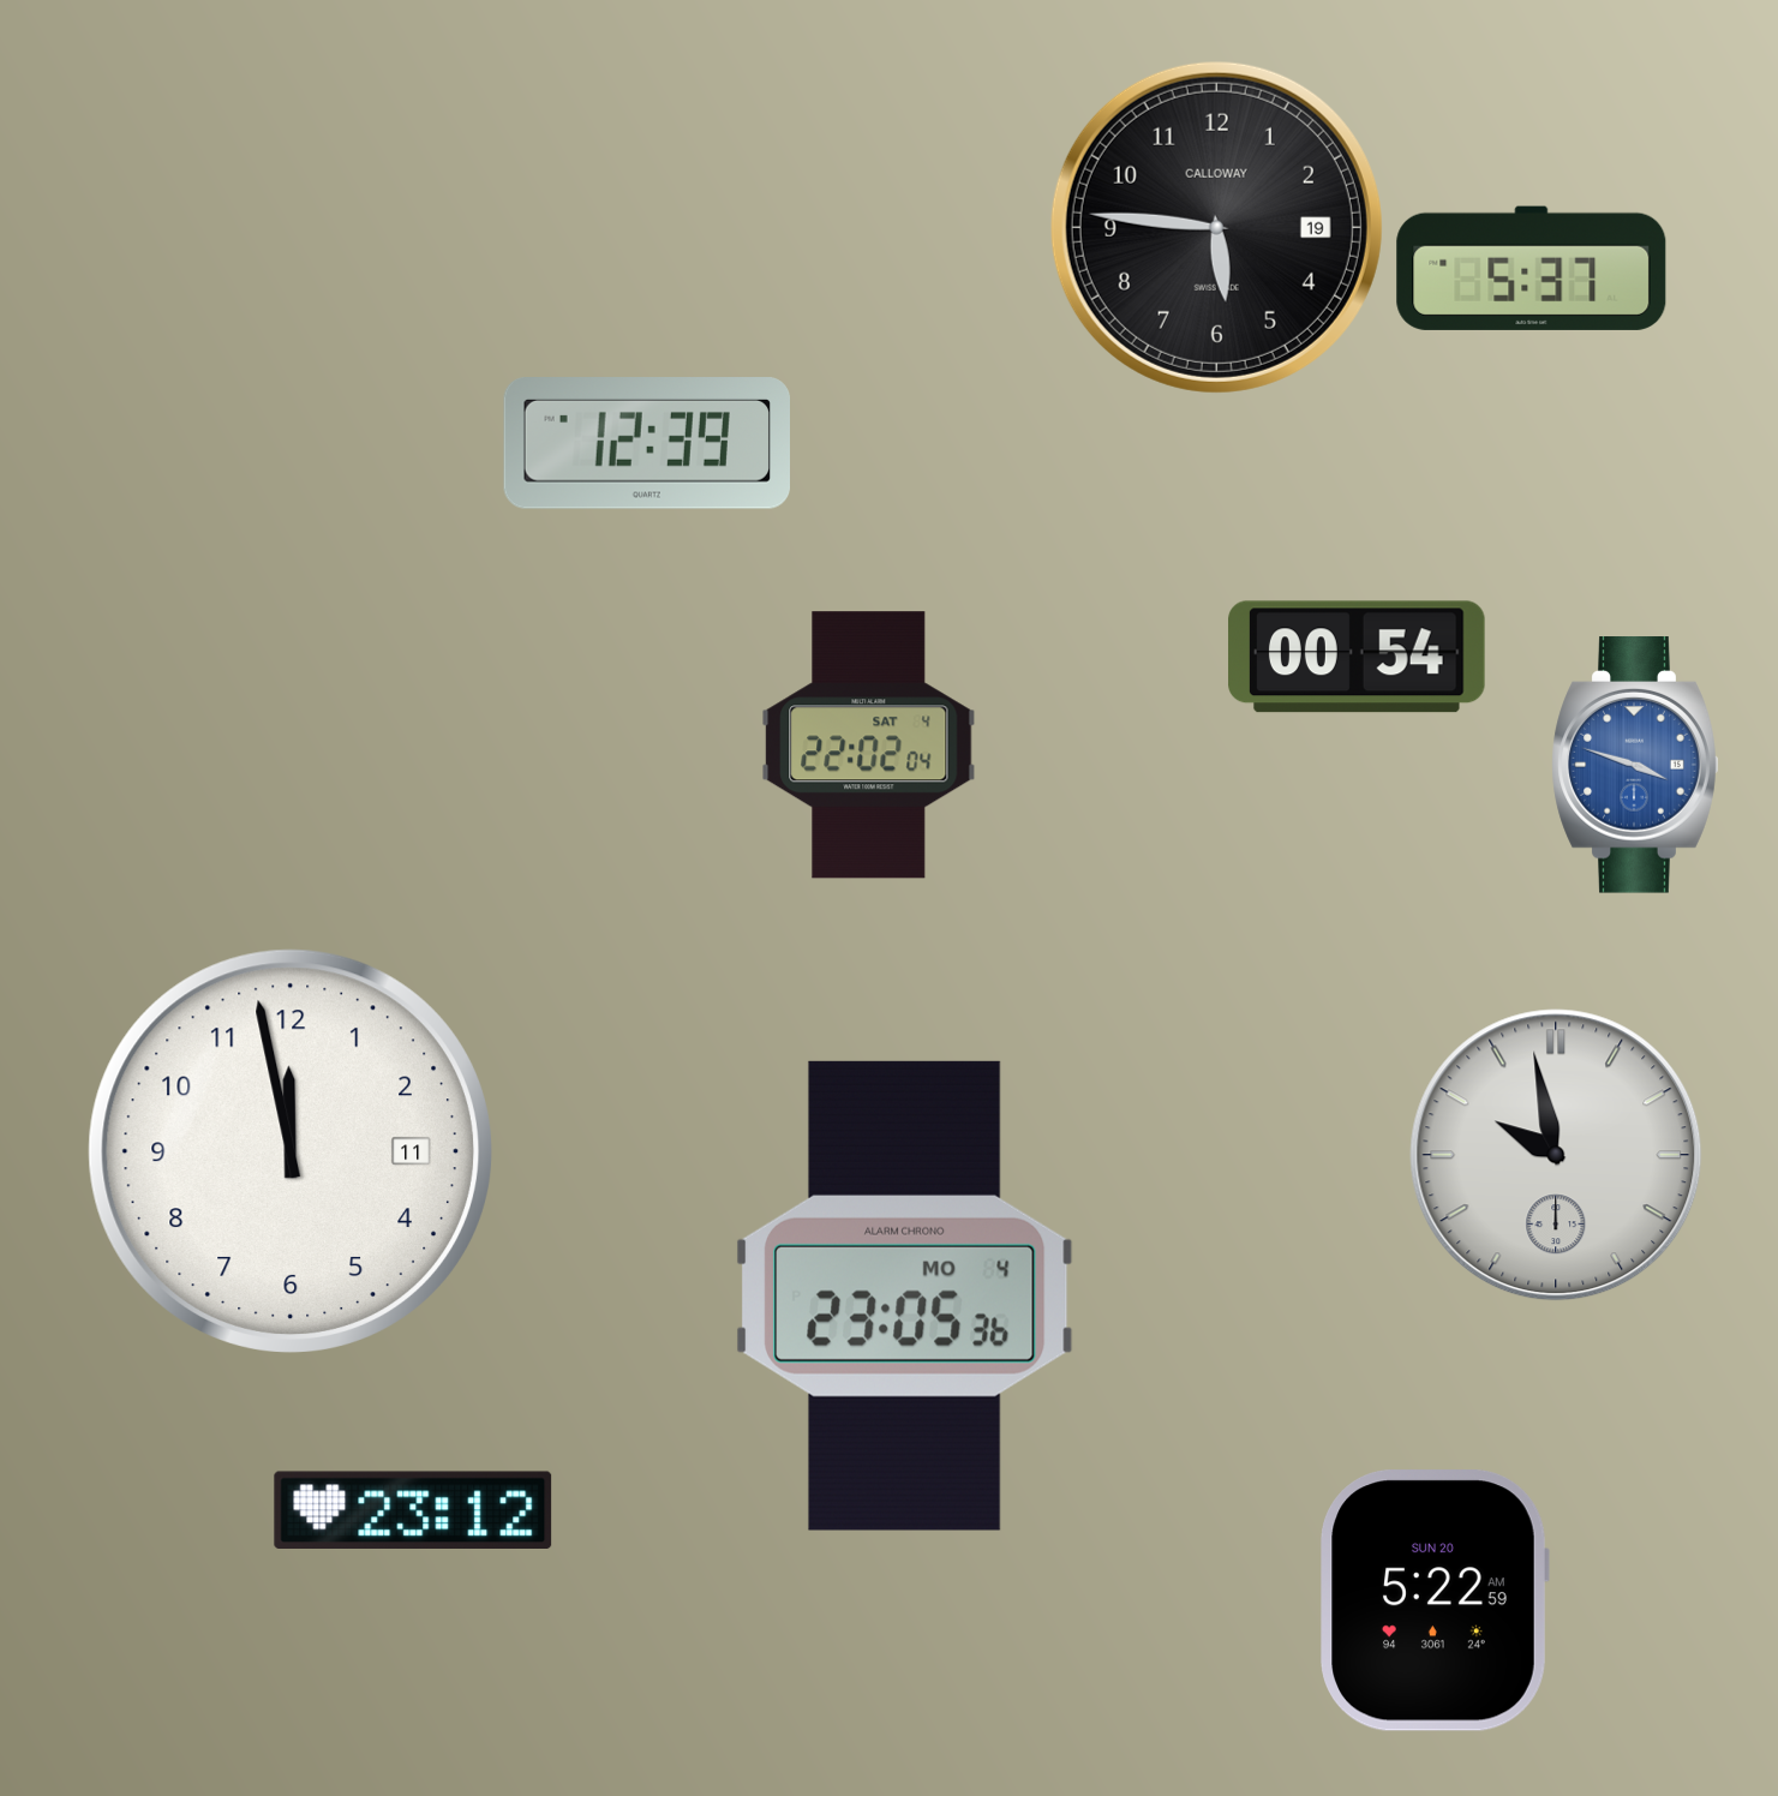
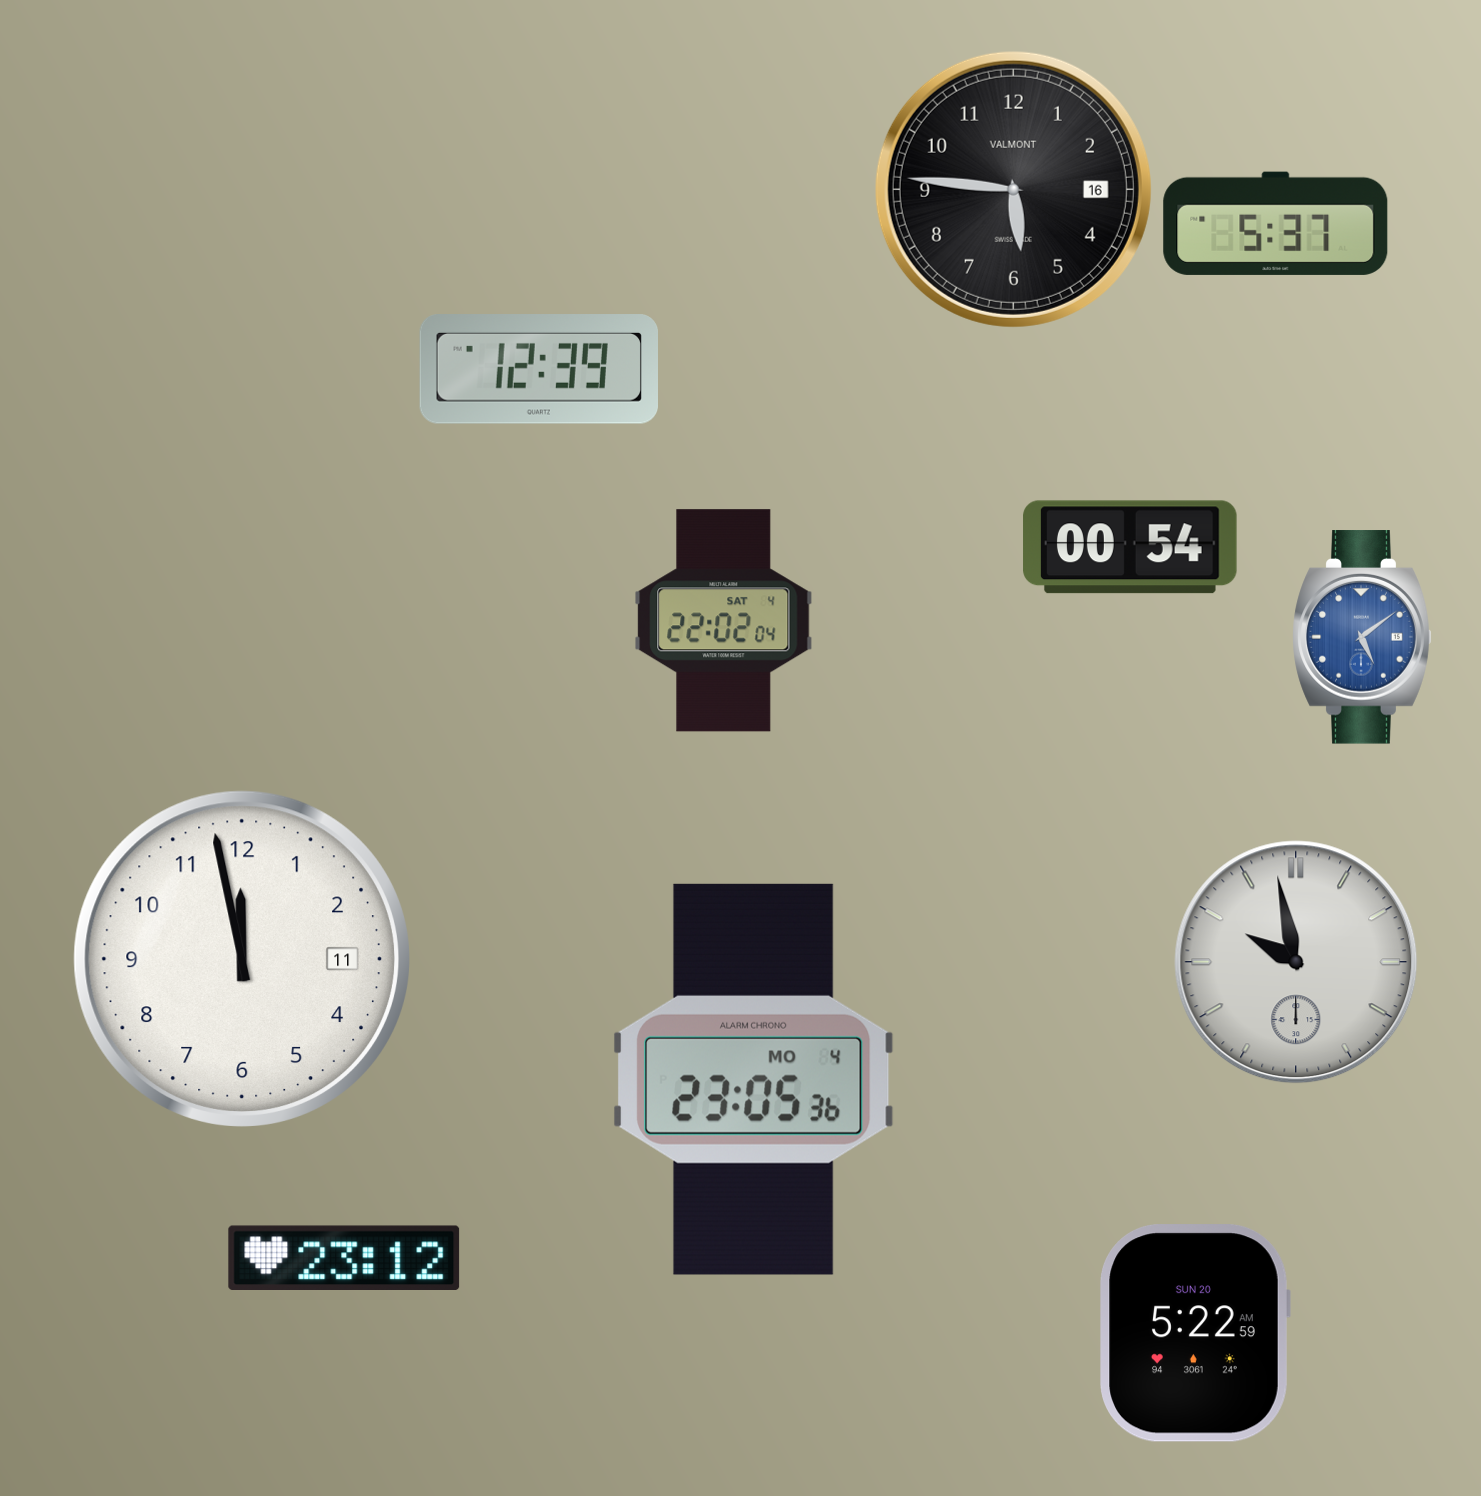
clock at (1216, 227) date: 19 -> 16
clock at (1216, 227) brand: CALLOWAY -> VALMONT
clock at (1635, 765): 3:48 -> 5:09
